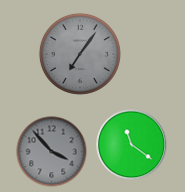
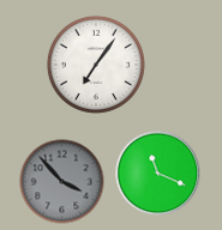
clock at (80, 54) dial: grey -> white
clock at (132, 145): 11:21 -> 11:19
